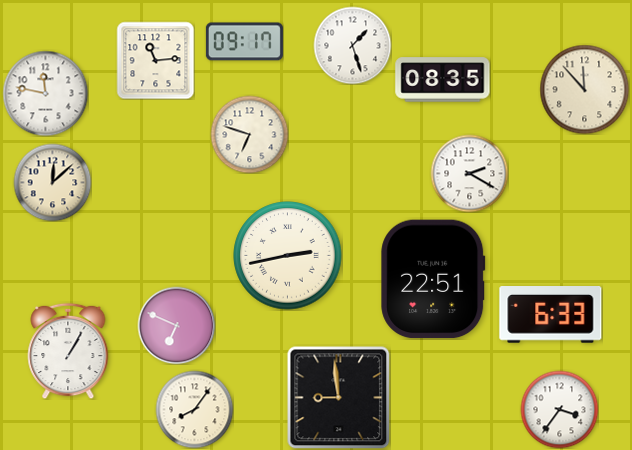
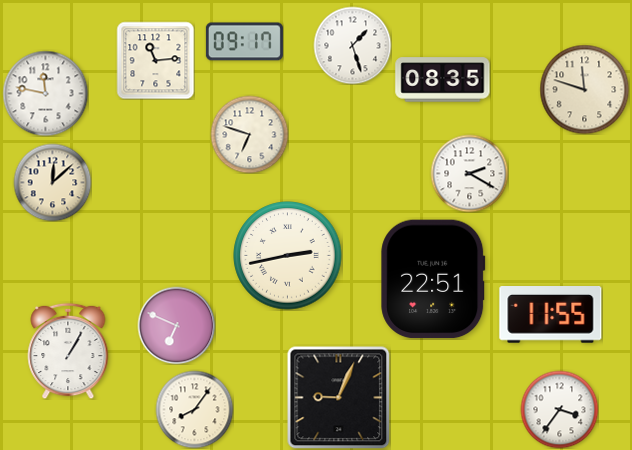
clock at (584, 89): 11:53 -> 11:48
clock at (551, 315): 6:33 -> 11:55
clock at (338, 397): 8:59 -> 9:04
